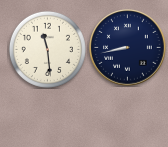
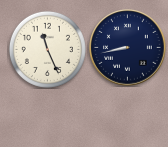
clock at (47, 49): 11:29 -> 11:26
